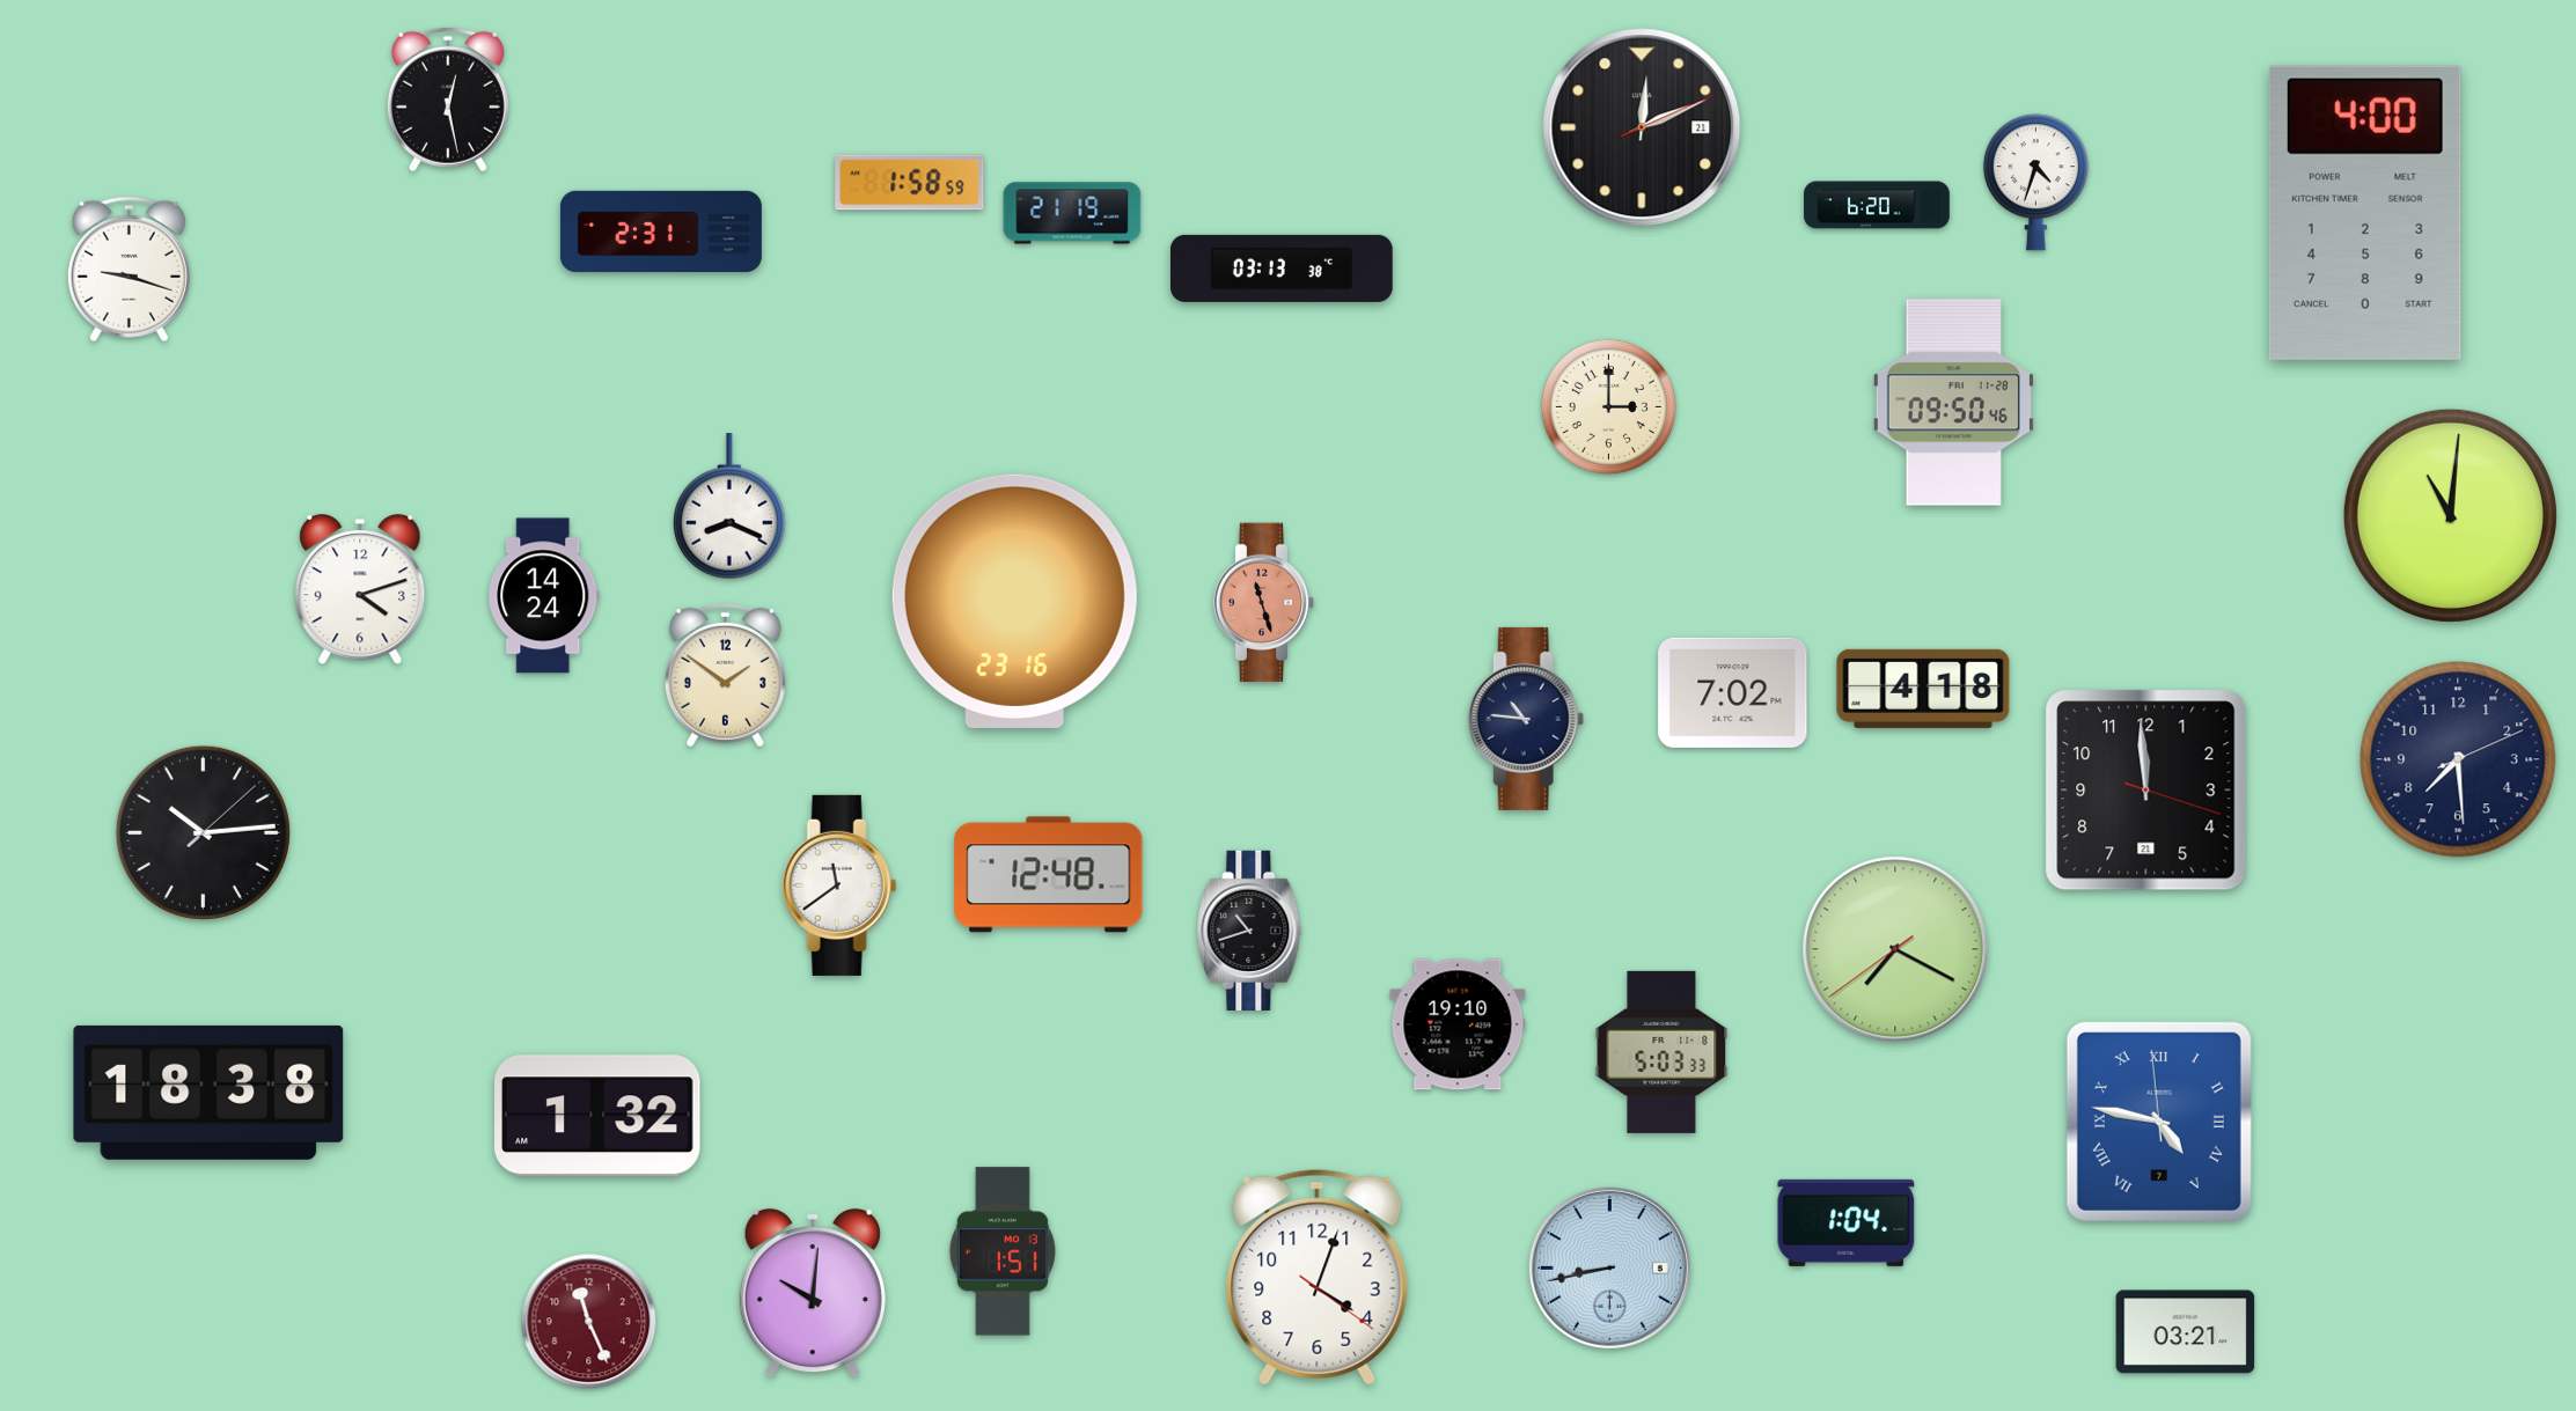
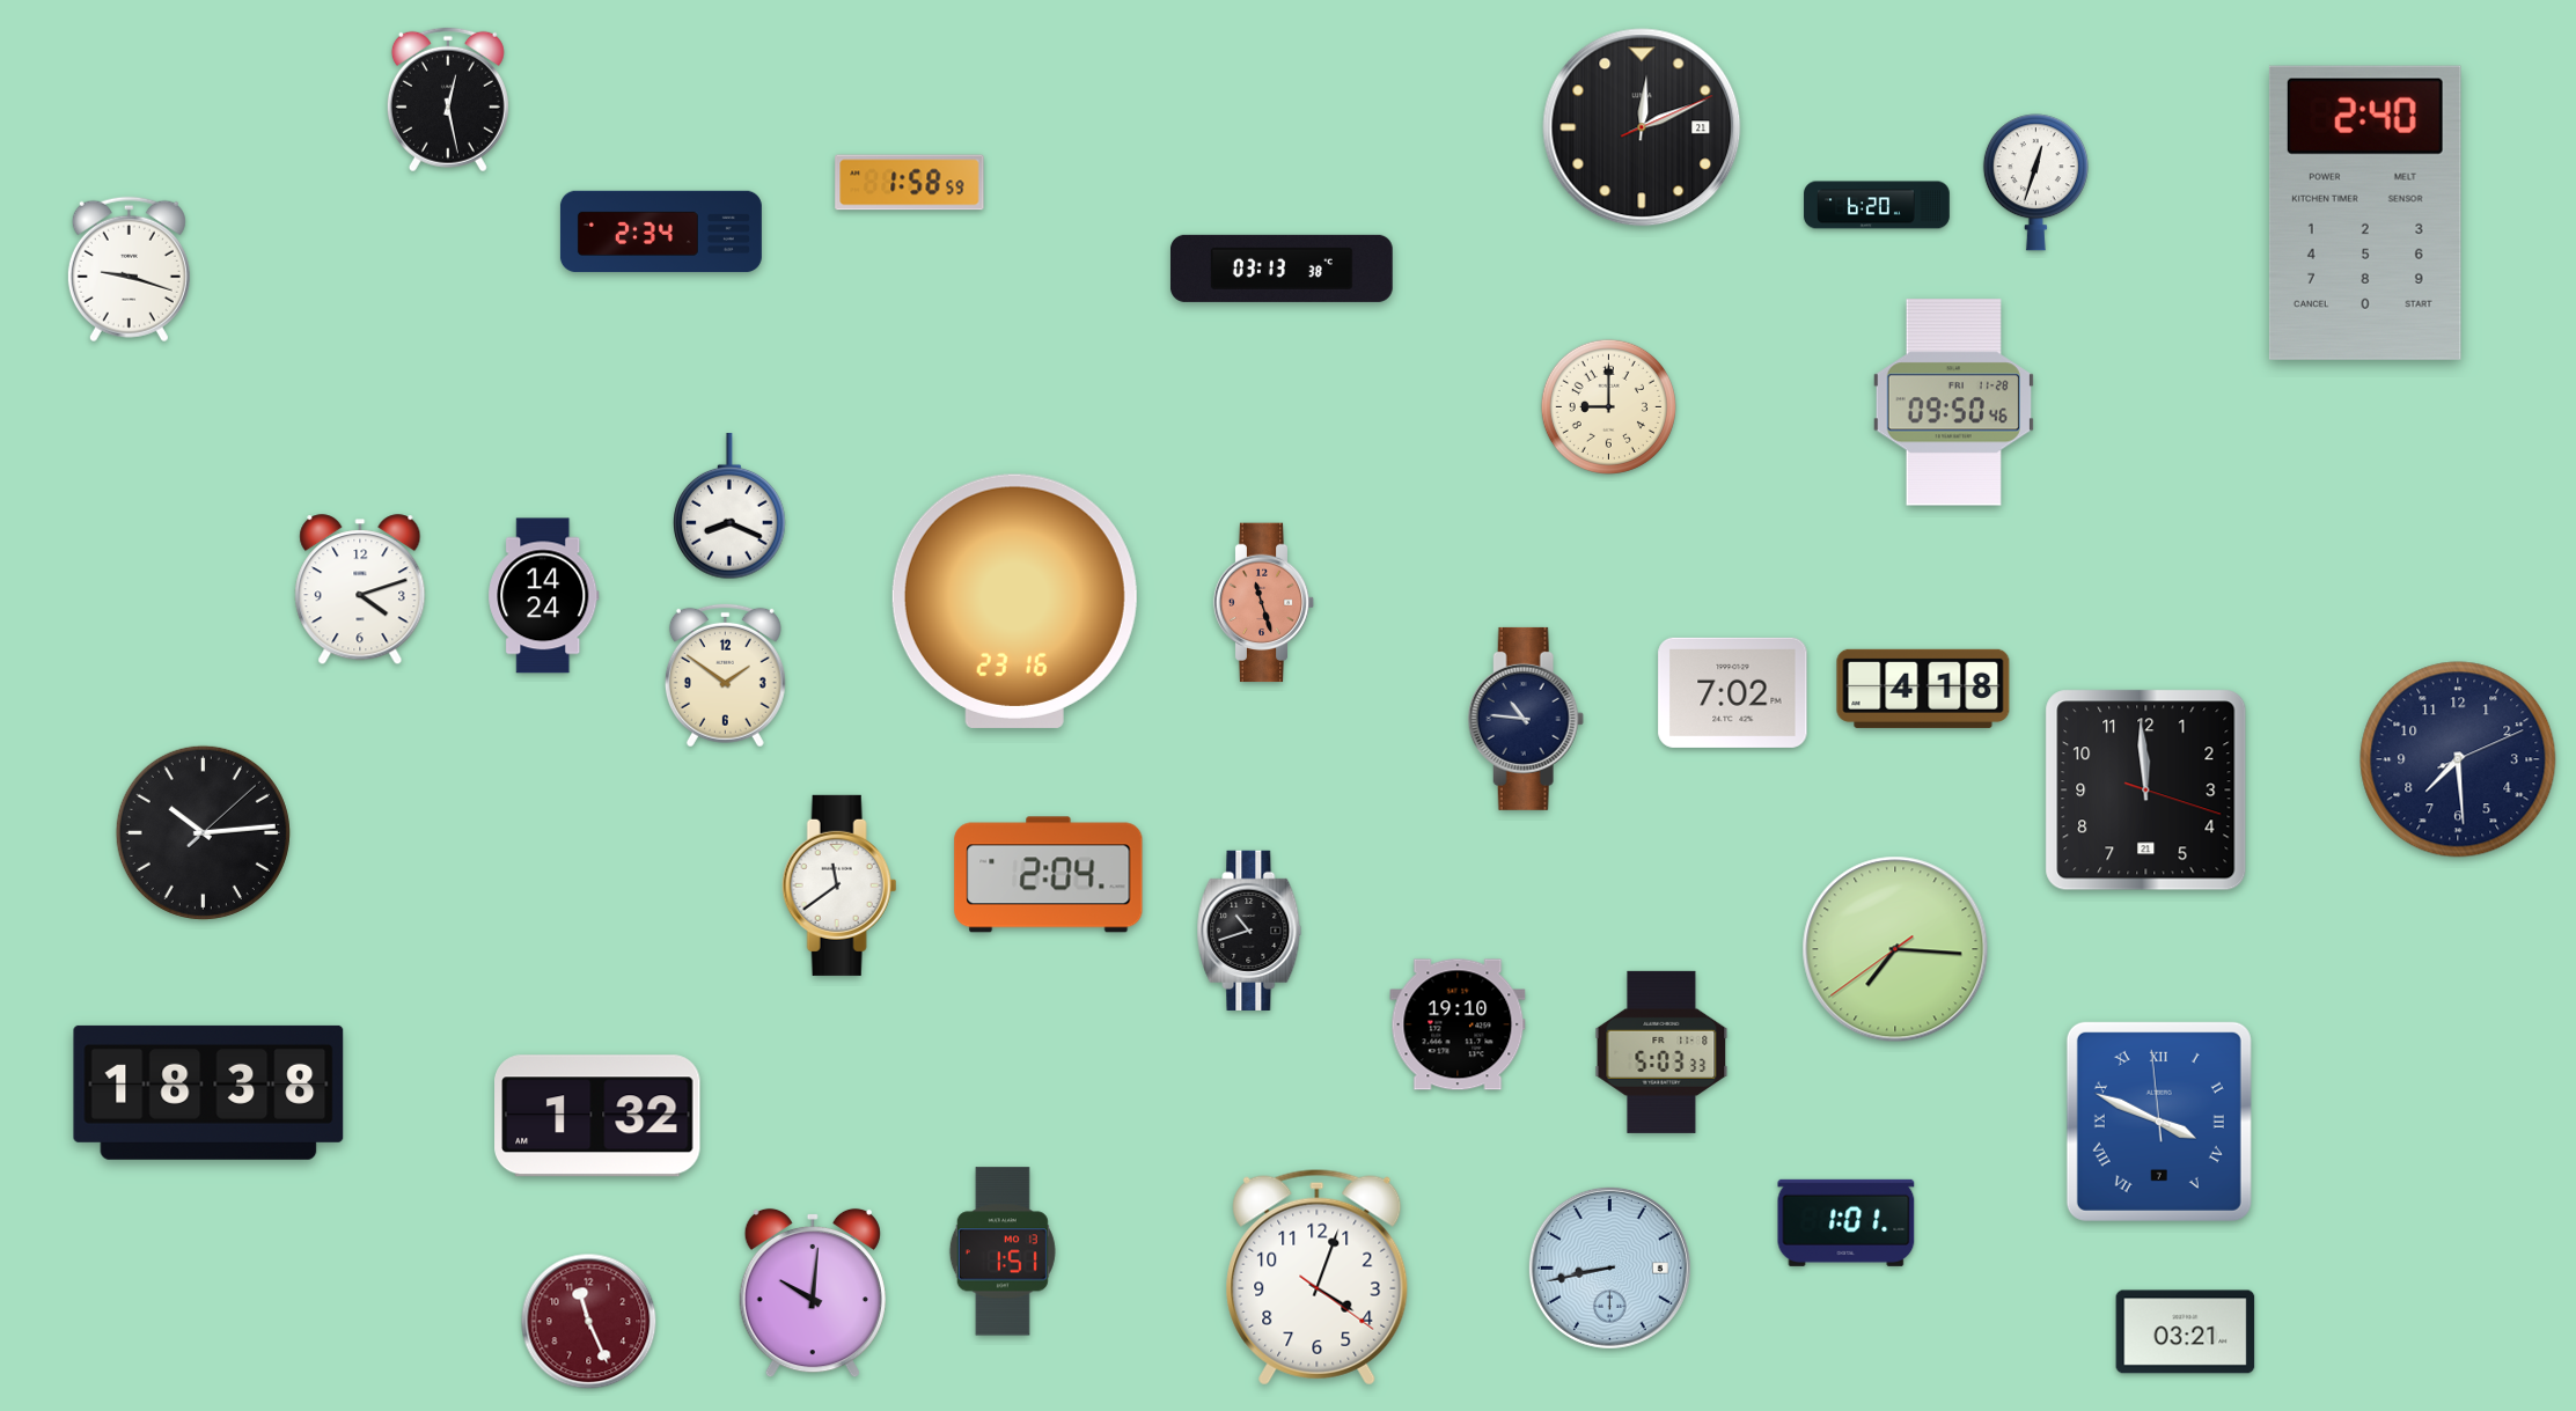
clock at (2035, 183): 4:33 -> 12:33
clock at (1072, 213): 21:19 -> none
clock at (2365, 213): 4:00 -> 2:40
clock at (661, 232): 2:31 -> 2:34
clock at (1608, 406): 3:00 -> 9:00
clock at (2450, 515): 11:01 -> none
clock at (1049, 875): 12:48 -> 2:04
clock at (1895, 949): 7:19 -> 7:15
clock at (2159, 1122): 4:46 -> 3:48
clock at (1847, 1222): 1:04 -> 1:01
